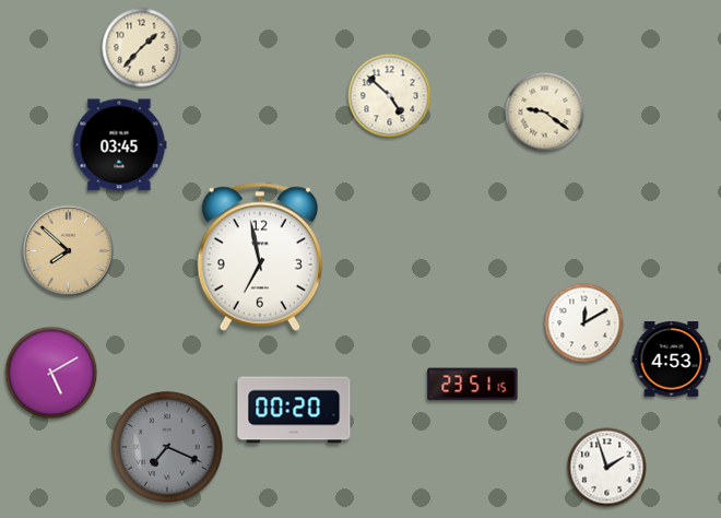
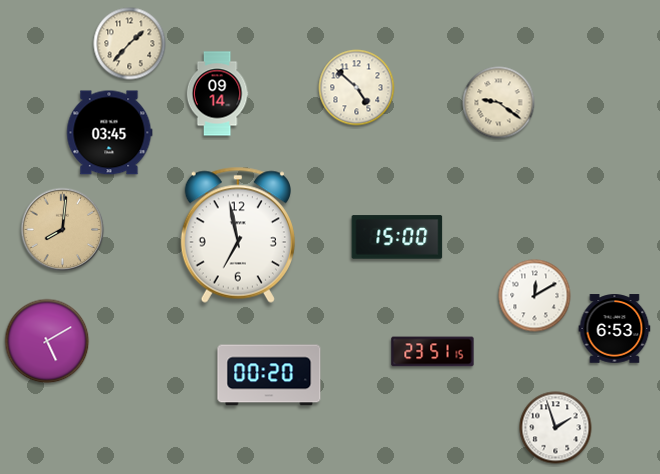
clock at (217, 94): none -> 09:14
clock at (69, 251): 7:52 -> 8:01
clock at (397, 237): none -> 15:00
clock at (672, 360): 4:53 -> 6:53
clock at (167, 447): 7:19 -> none
